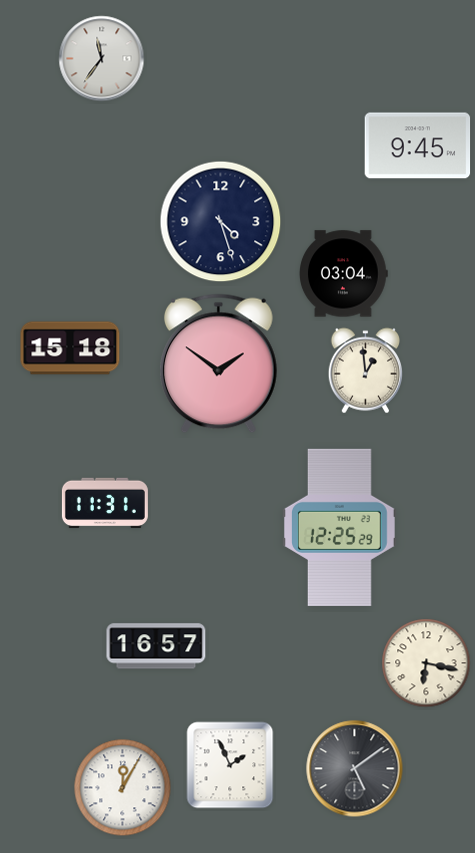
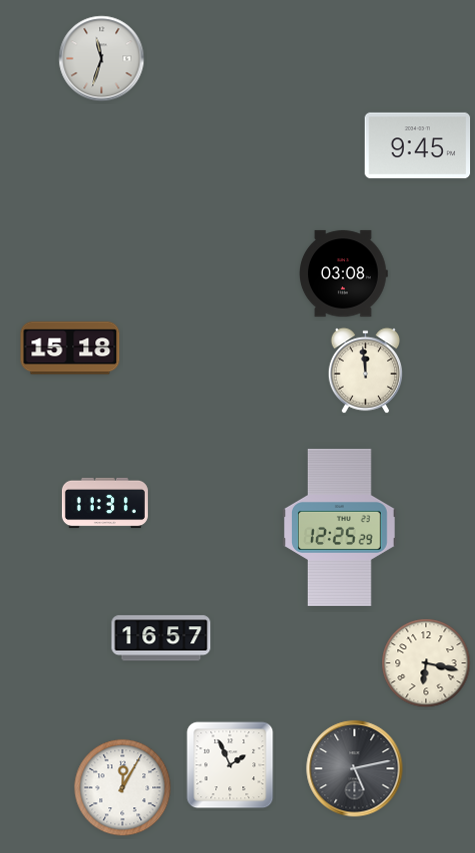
clock at (102, 59): 11:36 -> 11:33
clock at (221, 222): 4:27 -> none
clock at (344, 274): 03:04 -> 03:08
clock at (218, 364): 1:51 -> none
clock at (365, 371): 12:59 -> 11:59
clock at (156, 646) position: (156, 646) -> (161, 638)
clock at (355, 769): 5:09 -> 5:13
